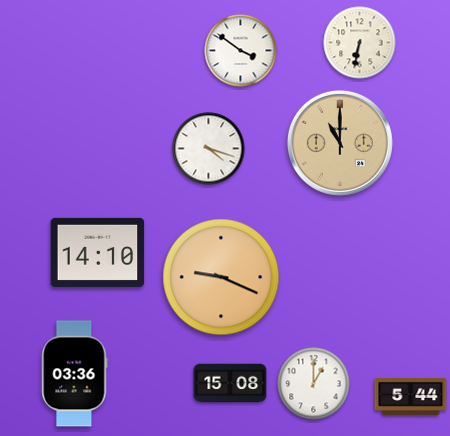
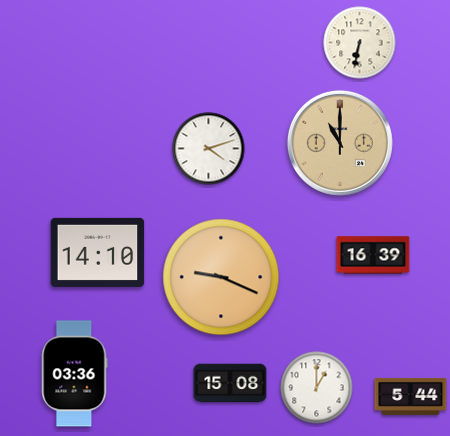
clock at (241, 51): 3:51 -> none
clock at (209, 149): 4:18 -> 4:12
clock at (373, 255): none -> 16:39
clock at (314, 384) position: (314, 384) -> (317, 388)
